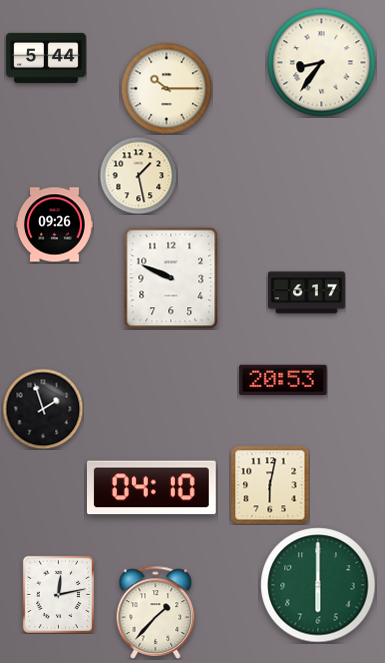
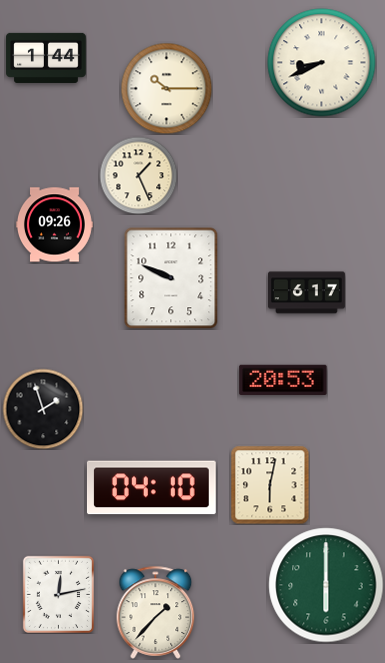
clock at (46, 58): 5:44 -> 1:44
clock at (322, 63): 8:36 -> 8:41
clock at (138, 175): 1:28 -> 1:26
clock at (318, 585) position: (318, 585) -> (326, 585)
